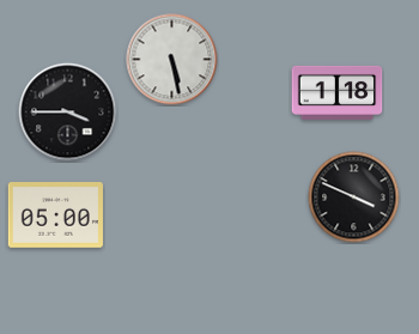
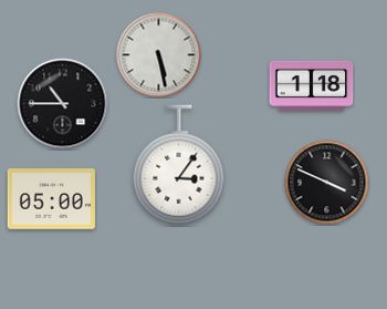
clock at (68, 113): 3:45 -> 10:45
clock at (179, 165): none -> 3:06
